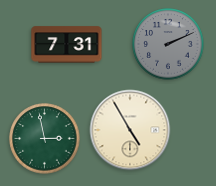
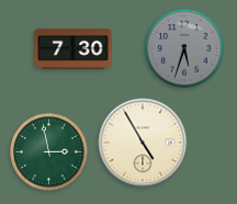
clock at (168, 44): 2:11 -> 5:33
clock at (67, 45): 7:31 -> 7:30
